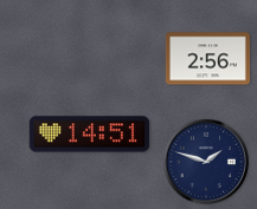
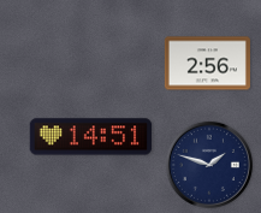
clock at (207, 59) position: (207, 59) -> (207, 64)
